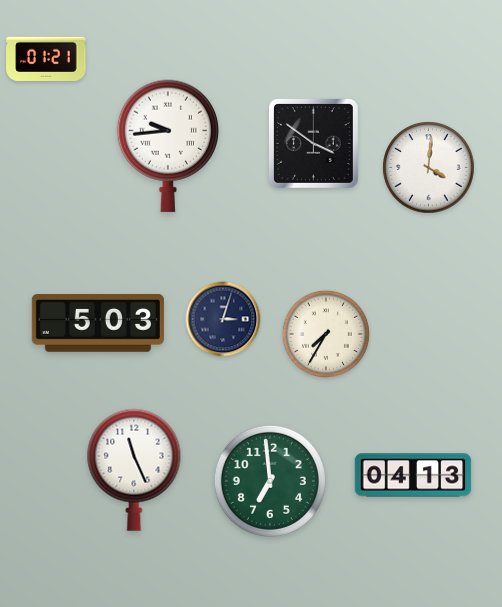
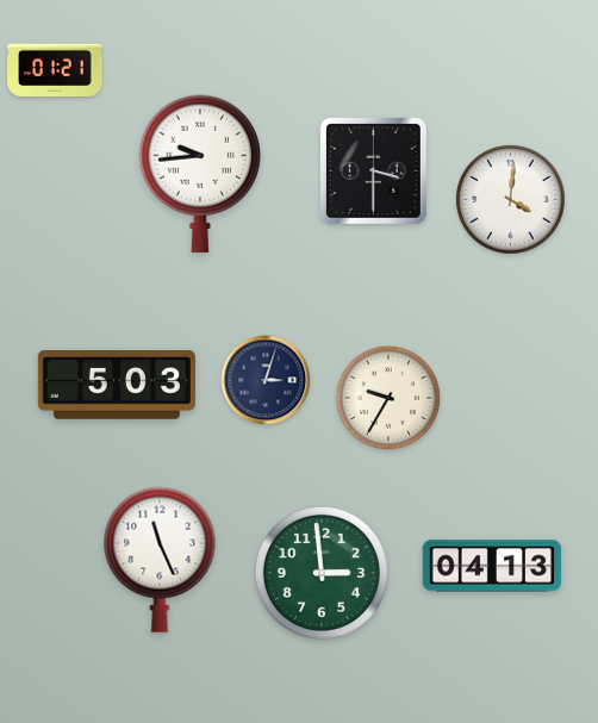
clock at (313, 143): 3:51 -> 3:30
clock at (326, 334): 7:35 -> 9:35
clock at (270, 481): 6:59 -> 2:59
